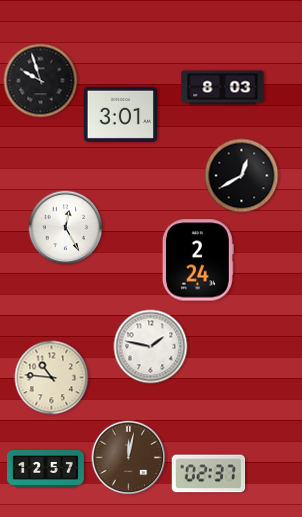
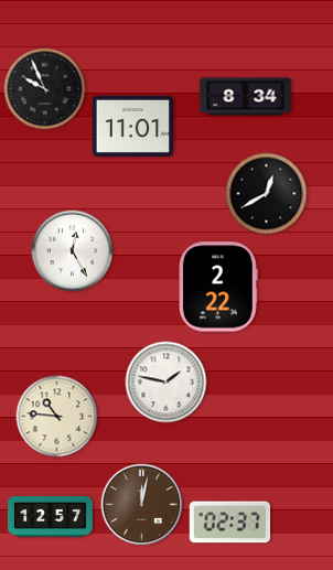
clock at (41, 81): 9:57 -> 9:56
clock at (223, 88): 8:03 -> 8:34
clock at (121, 114): 3:01 -> 11:01
clock at (199, 260): 2:24 -> 2:22
